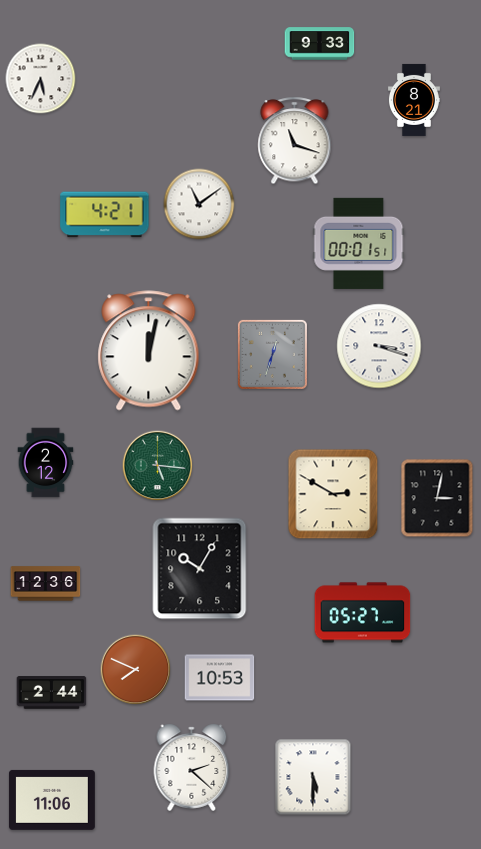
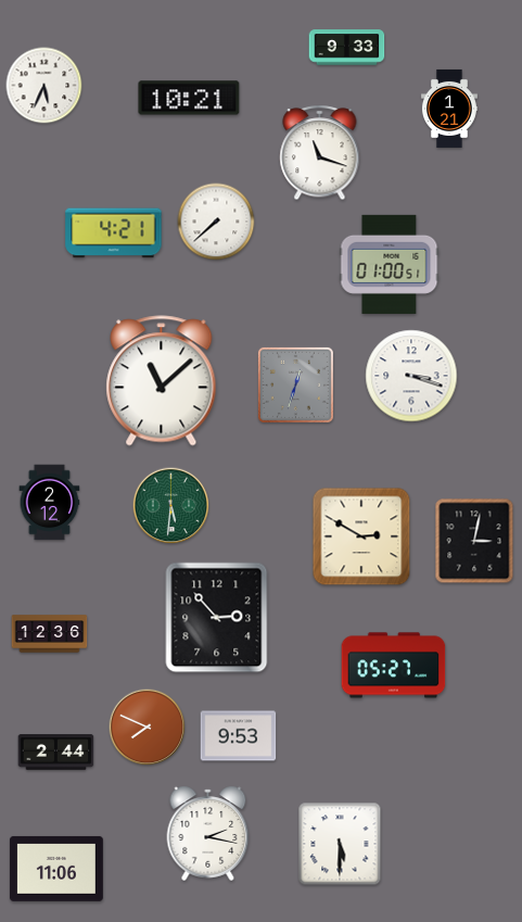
clock at (189, 98): none -> 10:21
clock at (414, 100): 8:21 -> 1:21
clock at (199, 204): 11:09 -> 7:38
clock at (359, 243): 00:01 -> 01:00
clock at (149, 351): 12:02 -> 11:08
clock at (158, 466): 5:16 -> 5:31
clock at (200, 569): 10:05 -> 2:53
clock at (220, 678): 10:53 -> 9:53
clock at (192, 767): 2:22 -> 2:17
